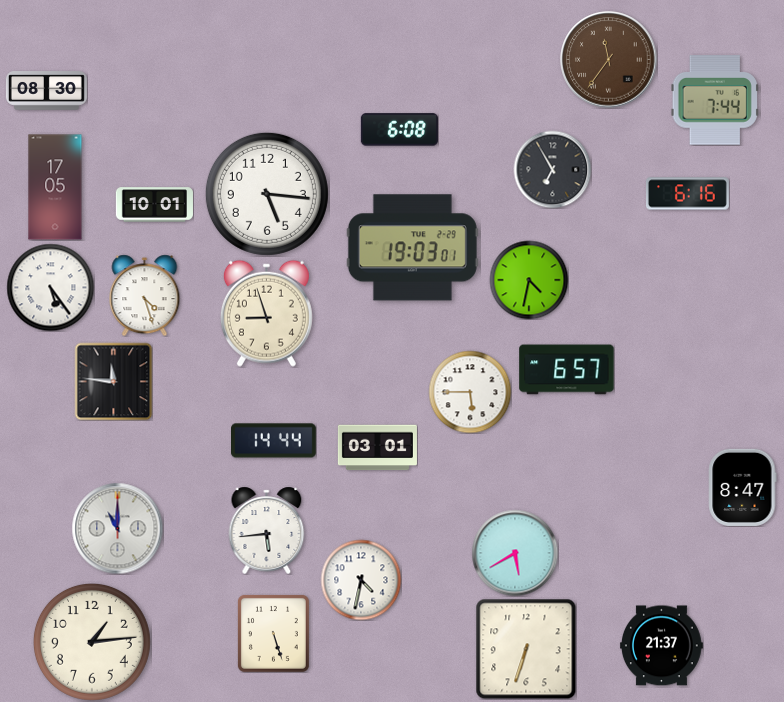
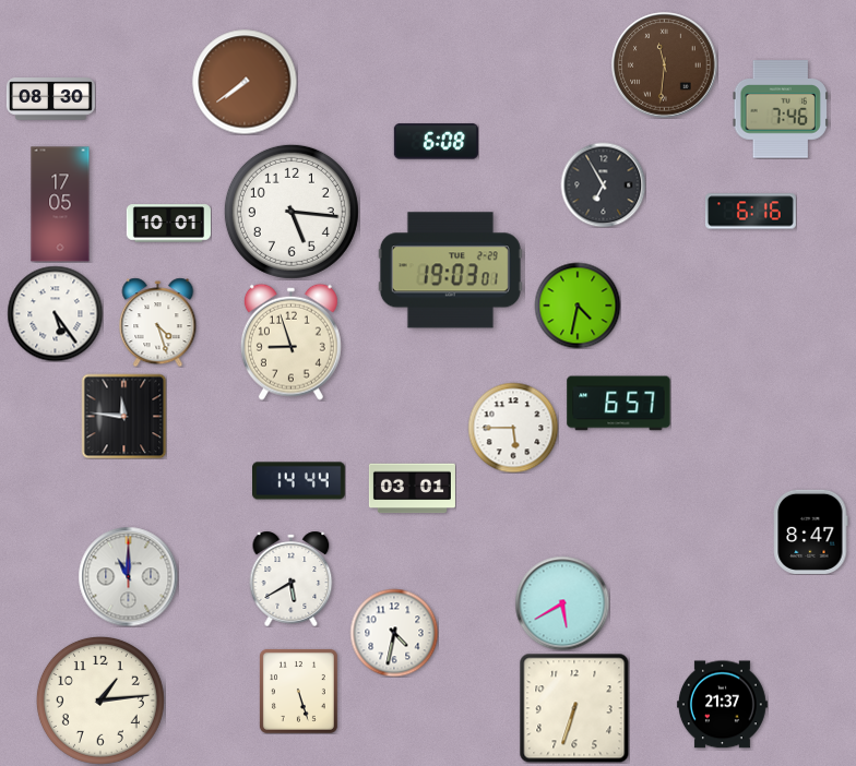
clock at (609, 60): 11:36 -> 11:31
clock at (245, 82): none -> 7:39
clock at (715, 100): 7:44 -> 7:46
clock at (267, 530): 5:44 -> 5:40
